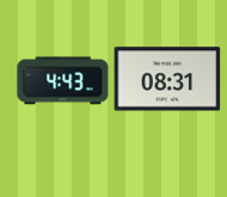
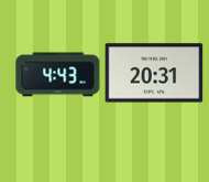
clock at (167, 79): 08:31 -> 20:31
